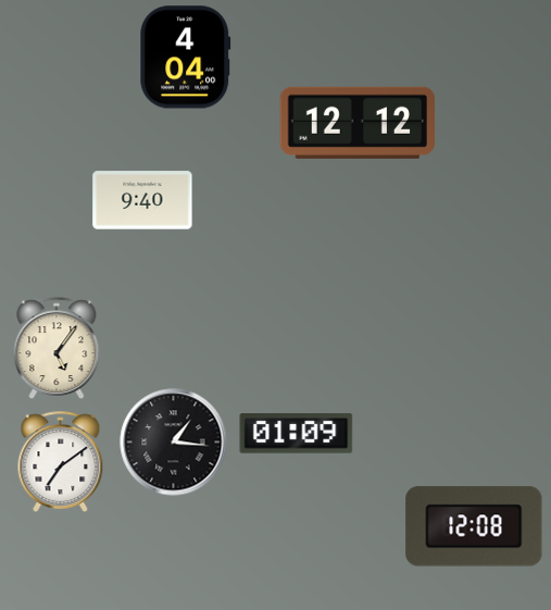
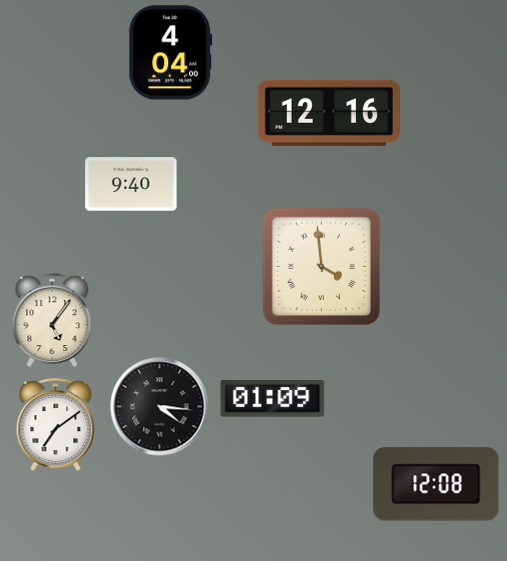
clock at (356, 123): 12:12 -> 12:16
clock at (321, 266): none -> 3:59
clock at (174, 443): 1:16 -> 4:16
